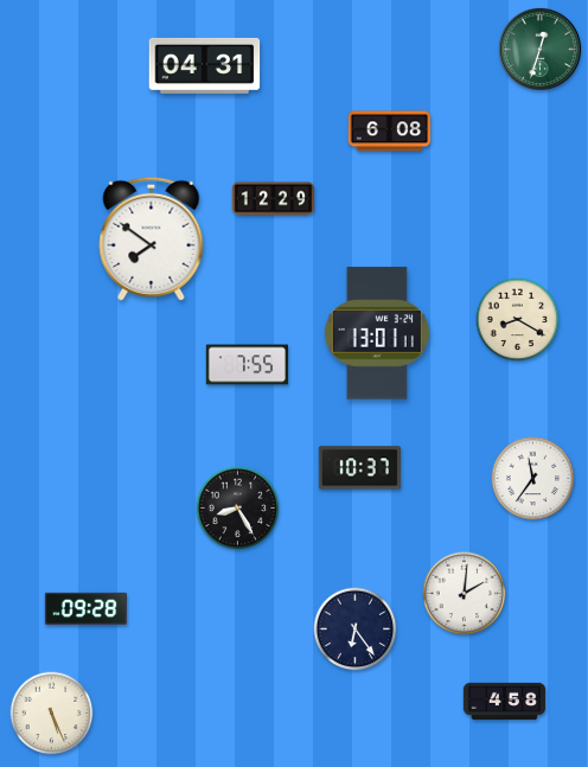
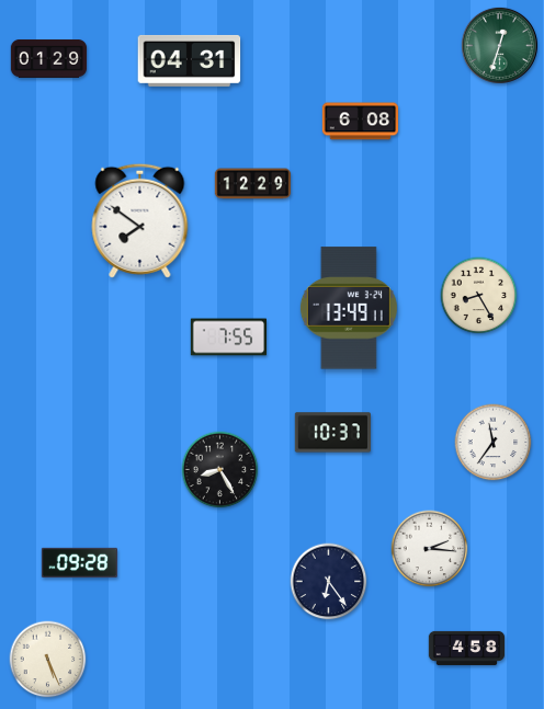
clock at (49, 58): none -> 01:29
clock at (518, 320): 8:20 -> 8:25
clock at (377, 333): 13:01 -> 13:49
clock at (465, 594): 2:01 -> 2:16
